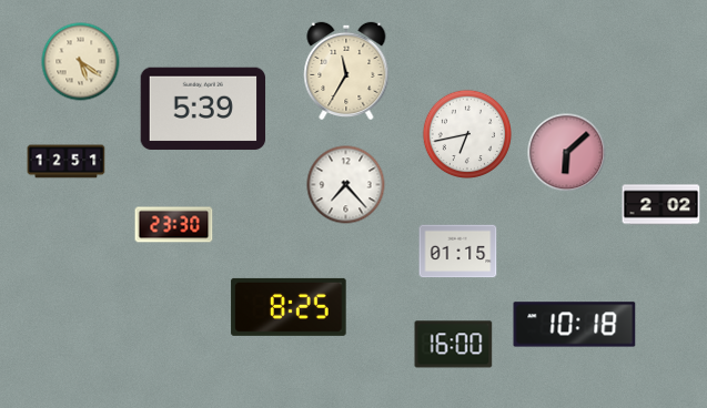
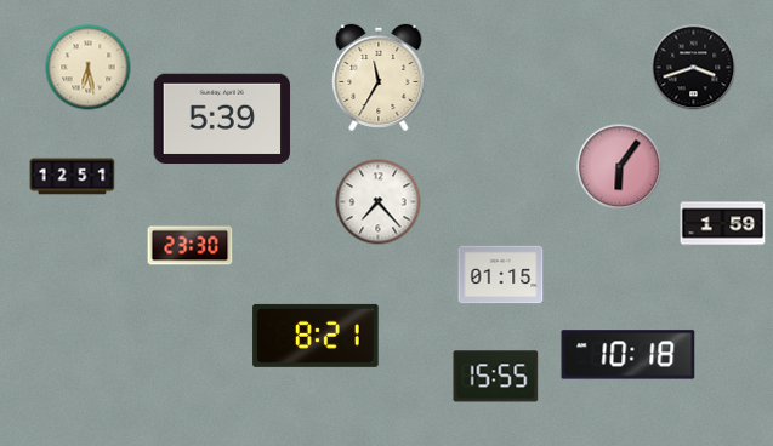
clock at (81, 62): 5:21 -> 6:28
clock at (694, 68): none -> 3:42
clock at (466, 133): 6:43 -> none
clock at (567, 153): 6:08 -> 6:06
clock at (661, 205): 2:02 -> 1:59
clock at (289, 307): 8:25 -> 8:21
clock at (454, 345): 16:00 -> 15:55
